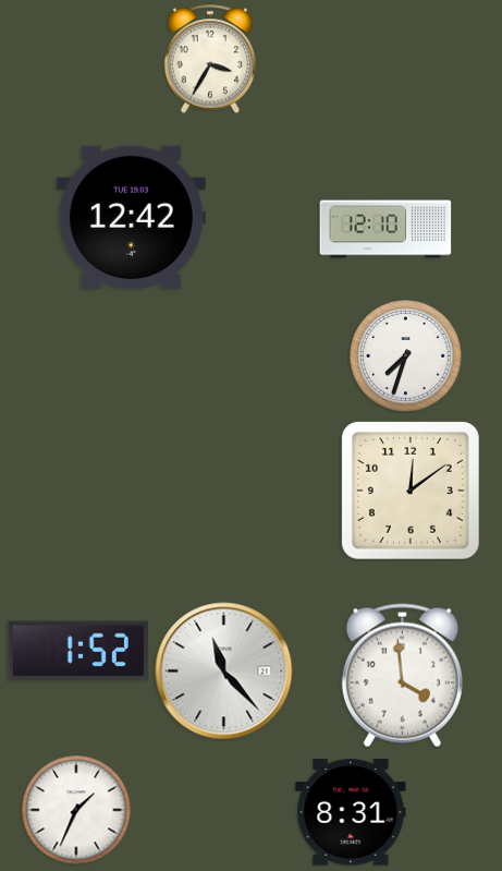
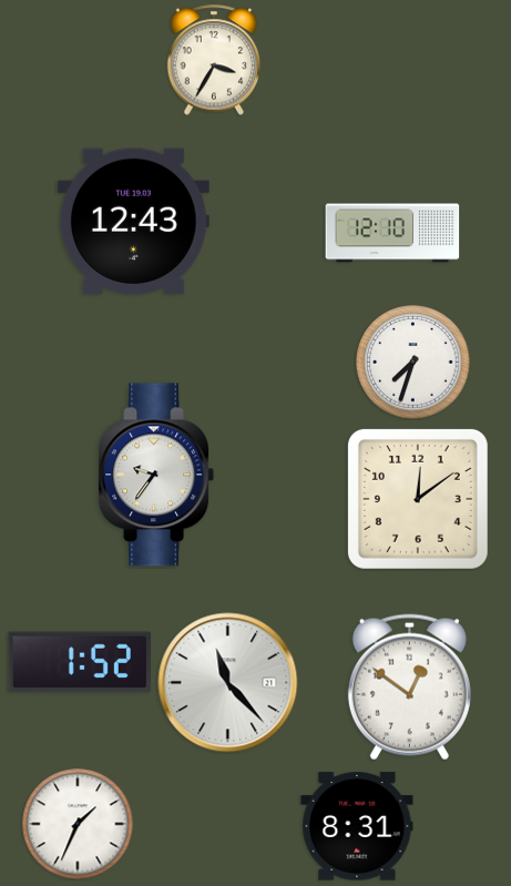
clock at (131, 217): 12:42 -> 12:43
clock at (156, 475): none -> 9:36
clock at (402, 676): 3:59 -> 12:51
